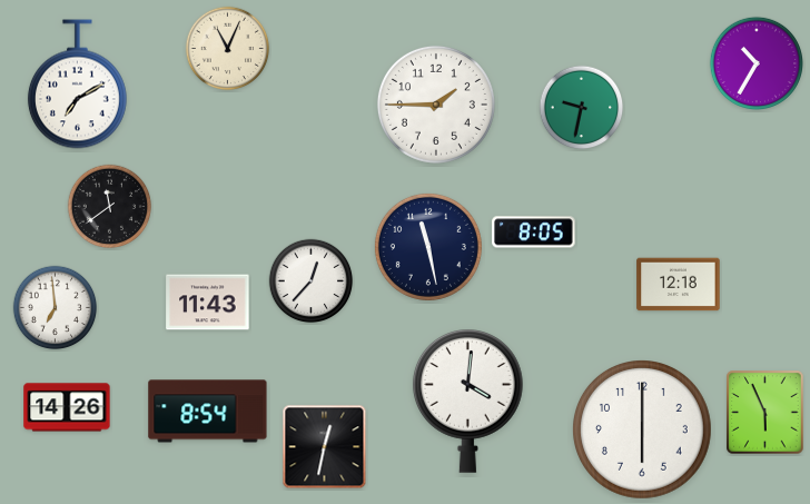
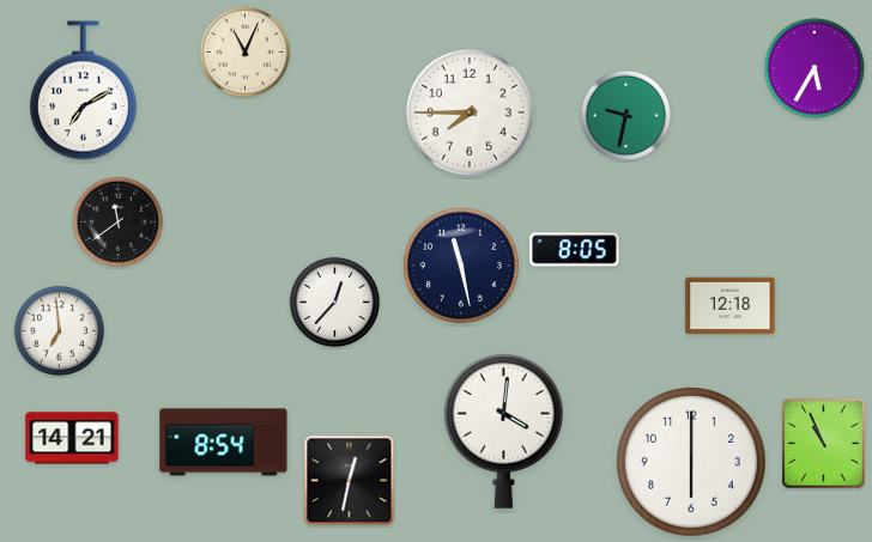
clock at (755, 62): 10:35 -> 5:35
clock at (436, 105): 1:45 -> 7:45
clock at (208, 303): 11:43 -> none
clock at (67, 407): 14:26 -> 14:21
clock at (765, 413): 5:56 -> 10:56
